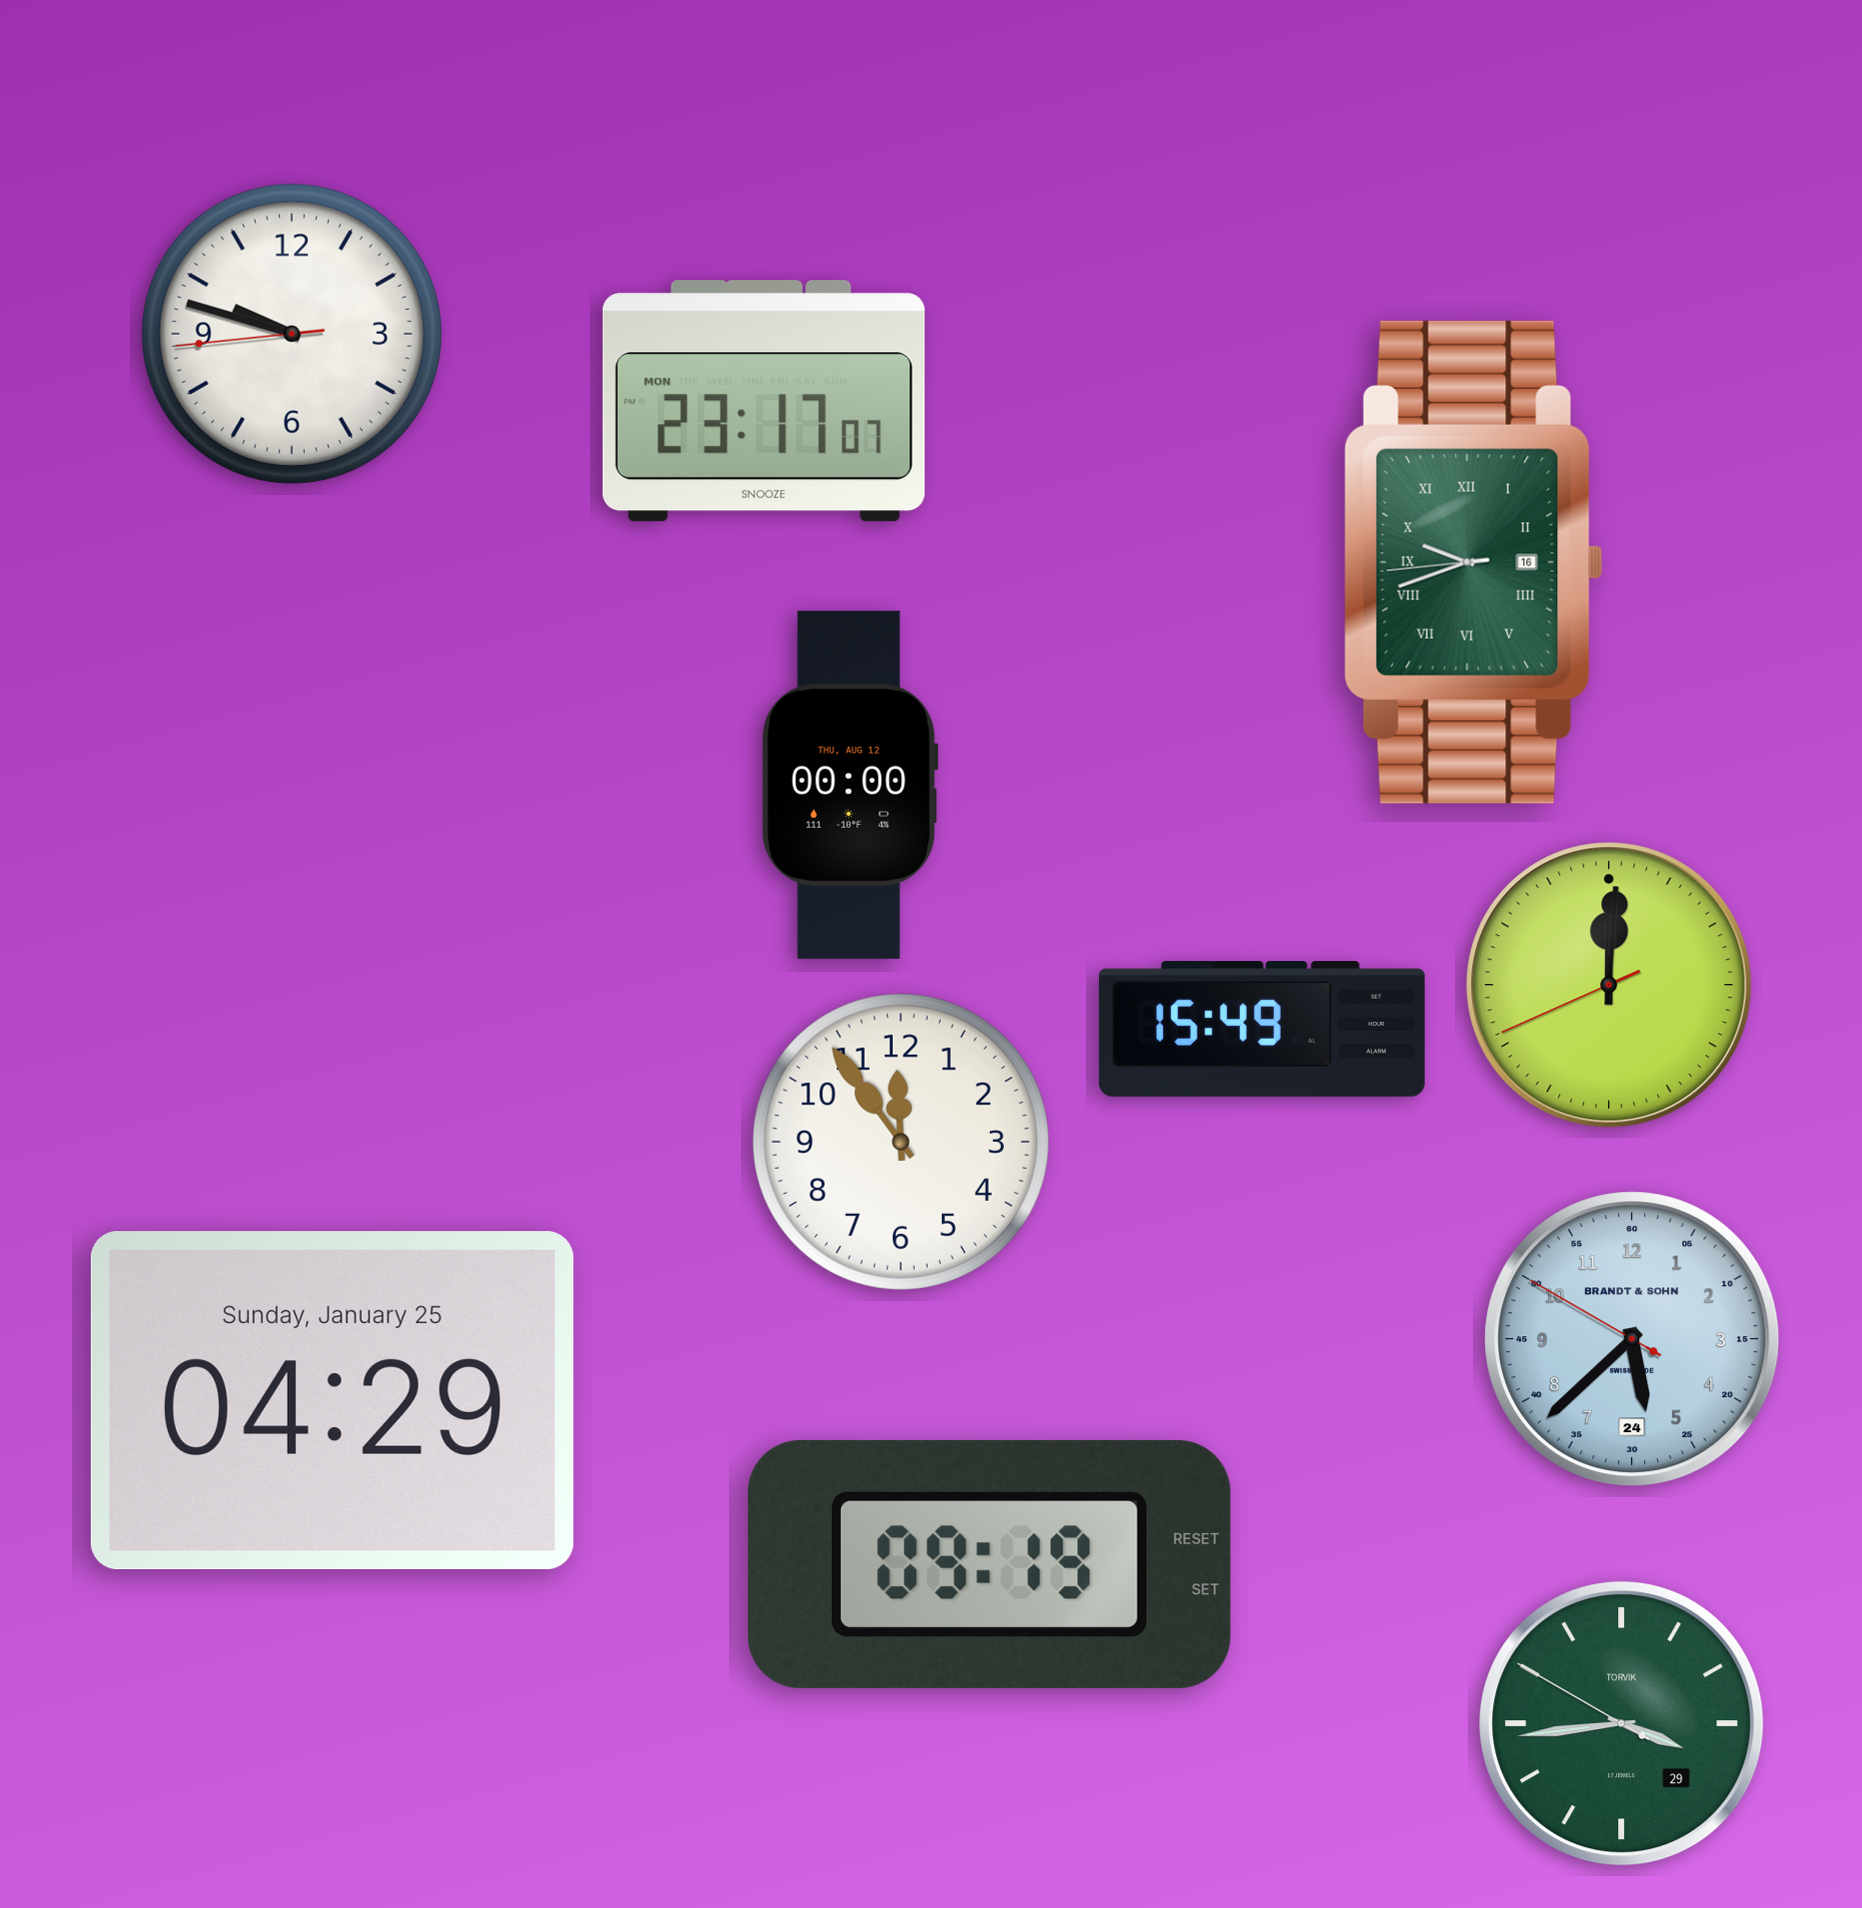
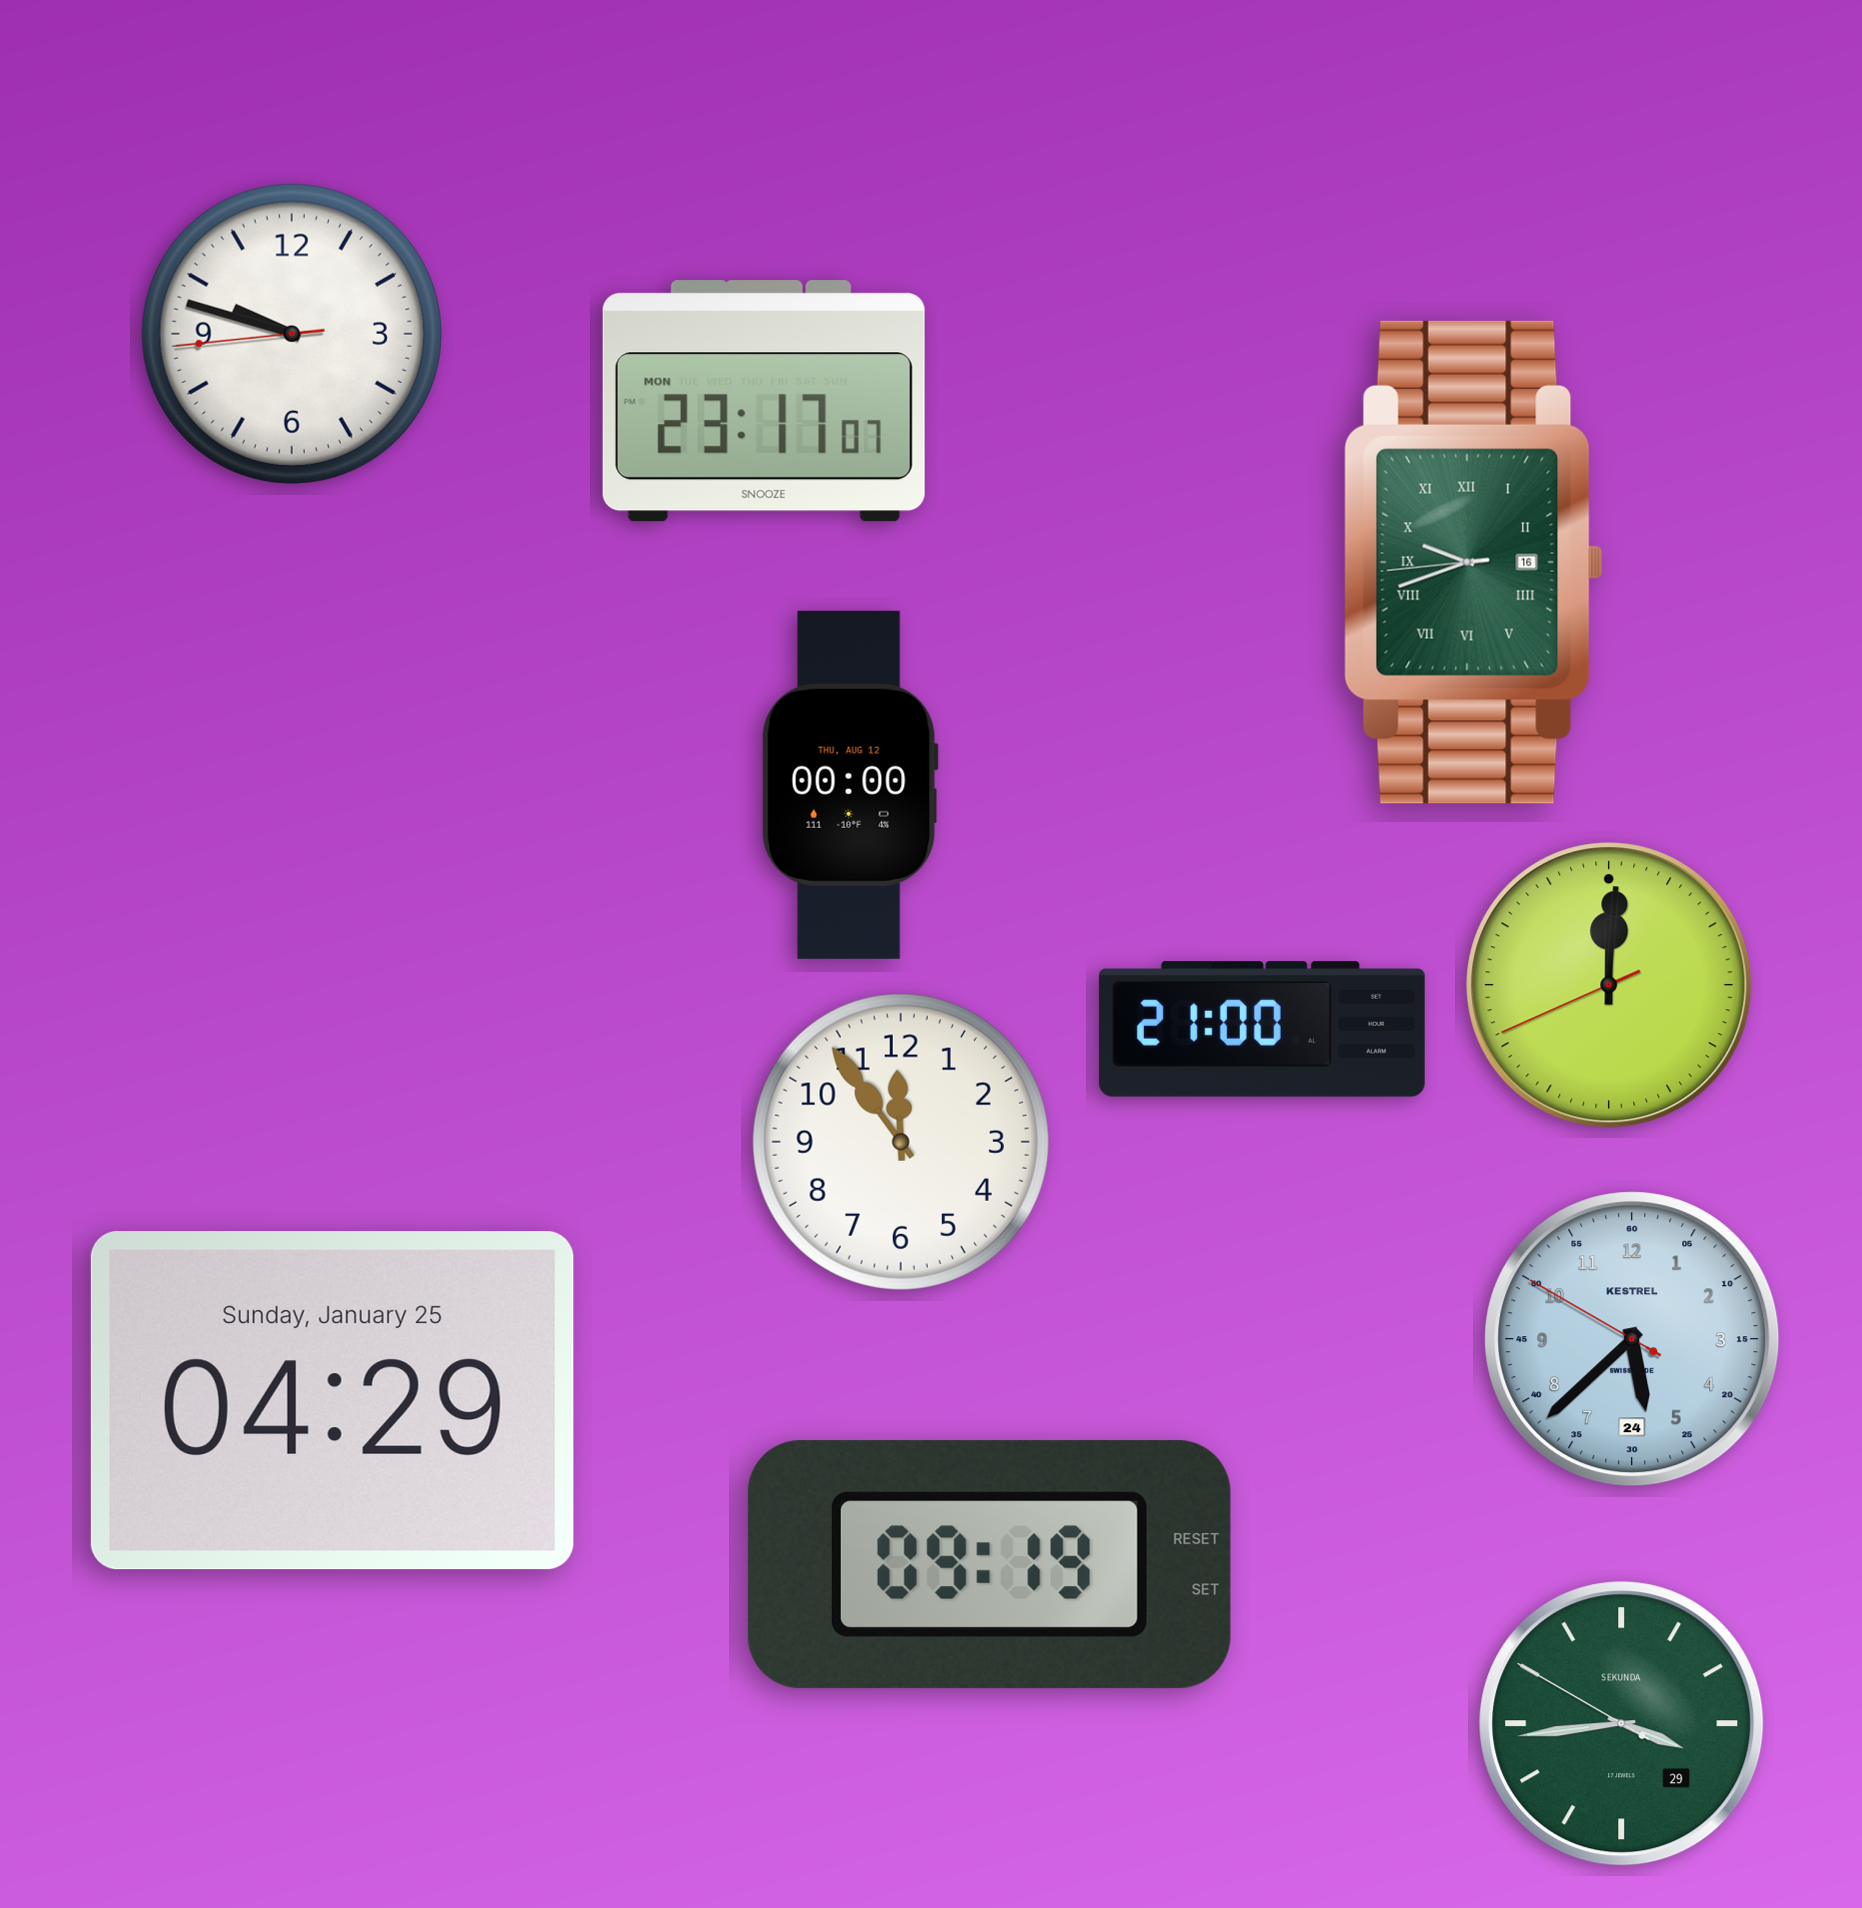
clock at (1262, 1030): 15:49 -> 21:00
clock at (1632, 1339) brand: BRANDT & SOHN -> KESTREL
clock at (1622, 1724) brand: TORVIK -> SEKUNDA
